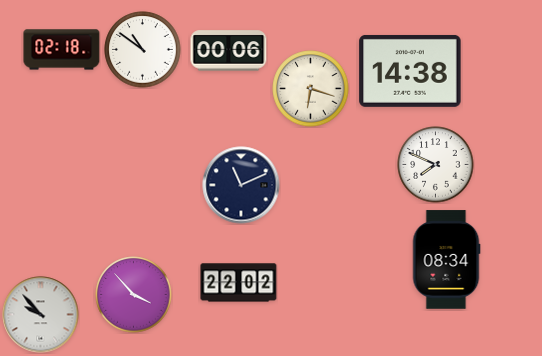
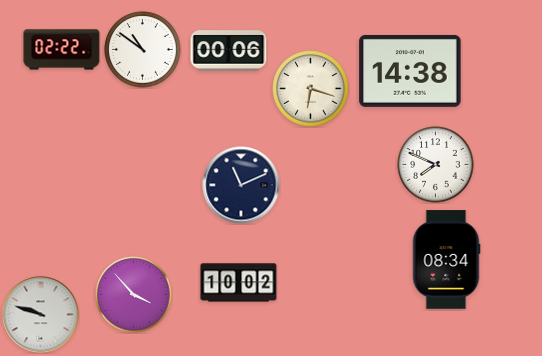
clock at (62, 50): 02:18 -> 02:22
clock at (239, 283): 22:02 -> 10:02
clock at (41, 315): 9:53 -> 9:48
